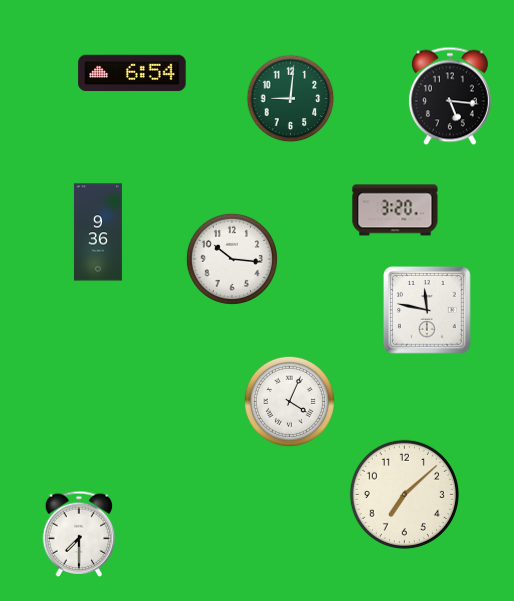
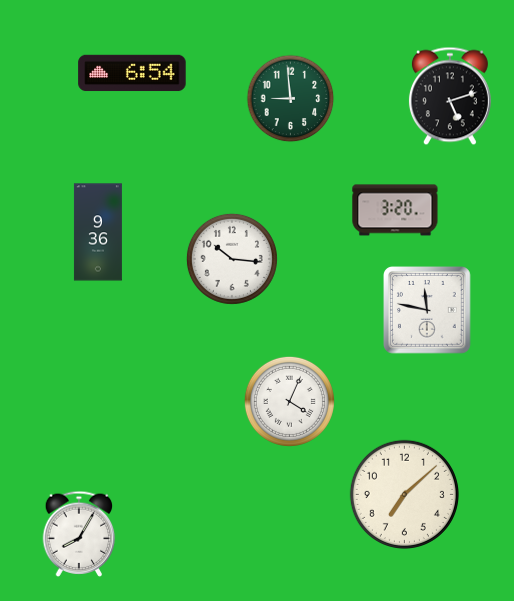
clock at (450, 96): 5:16 -> 5:12
clock at (291, 99): 9:01 -> 8:59
clock at (79, 534): 7:30 -> 8:05
